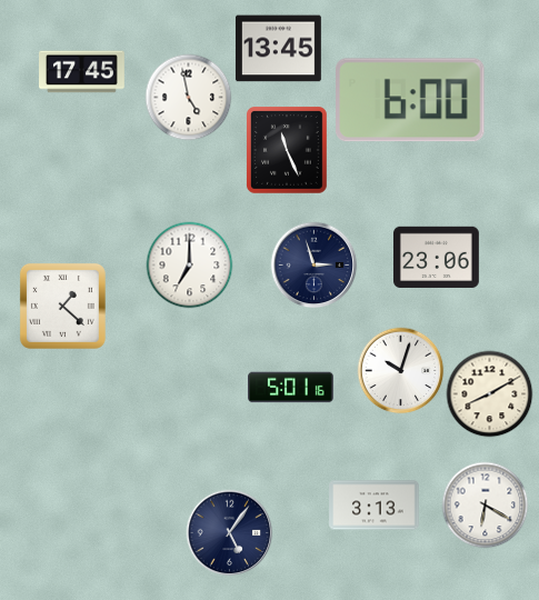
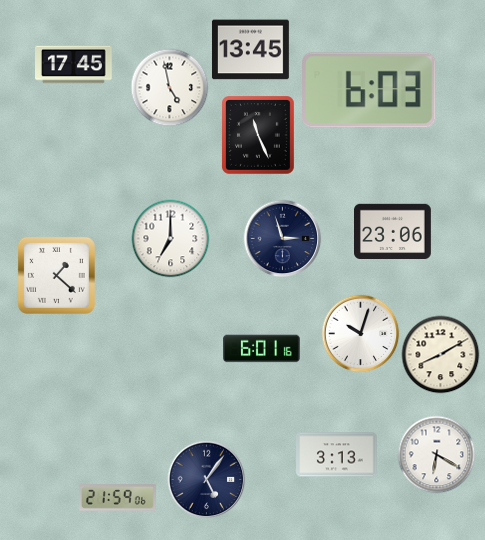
clock at (279, 49) position: (279, 49) -> (251, 50)
clock at (411, 100): 6:00 -> 6:03
clock at (291, 388): 5:01 -> 6:01
clock at (118, 498): none -> 21:59
